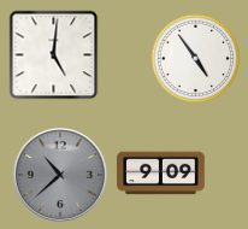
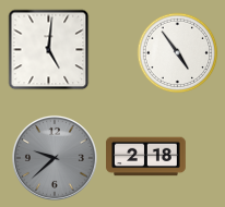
clock at (161, 174): 9:09 -> 2:18
clock at (60, 175): 10:38 -> 9:38
